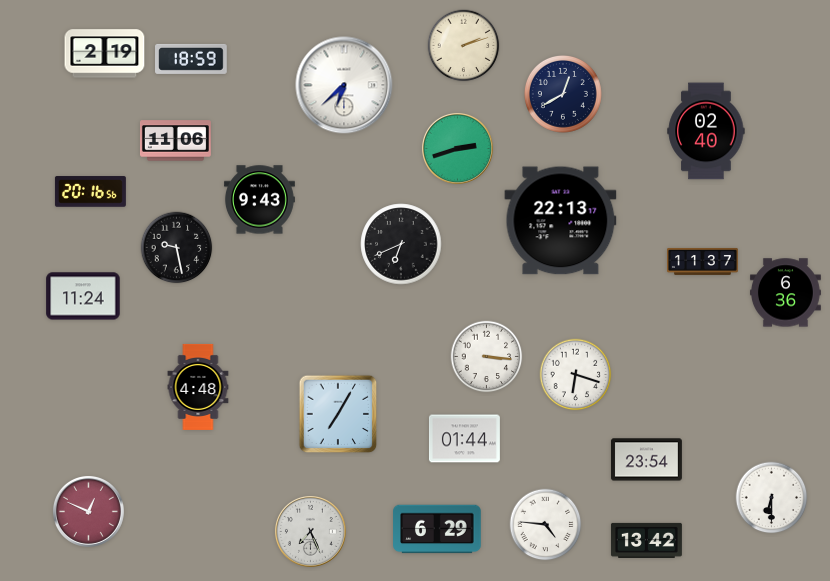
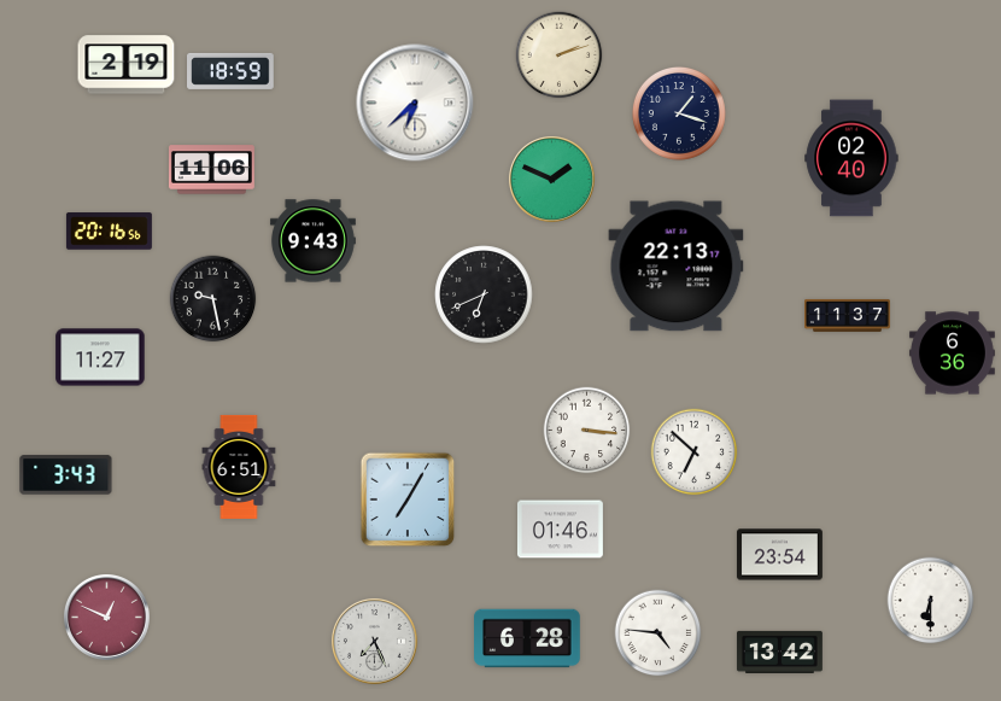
clock at (563, 94): 12:40 -> 1:18
clock at (457, 148): 2:42 -> 1:49
clock at (785, 293) position: (785, 293) -> (952, 354)
clock at (83, 296): 11:24 -> 11:27
clock at (576, 375): 6:18 -> 6:52
clock at (198, 387): 4:48 -> 6:51
clock at (66, 475): none -> 3:43
clock at (464, 439): 01:44 -> 01:46
clock at (437, 529): 6:29 -> 6:28
